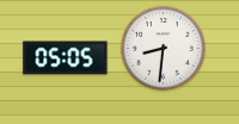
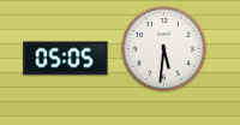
clock at (164, 49): 8:31 -> 5:31
